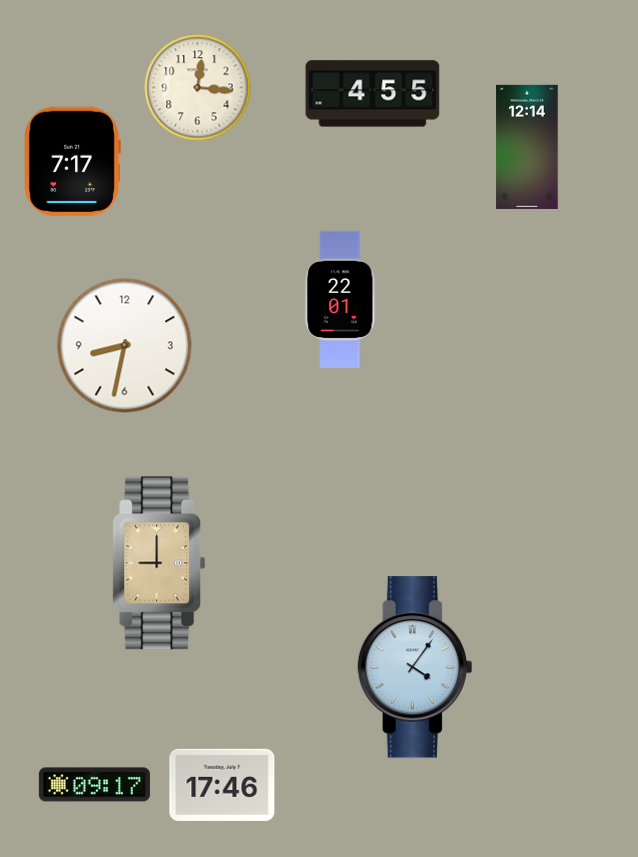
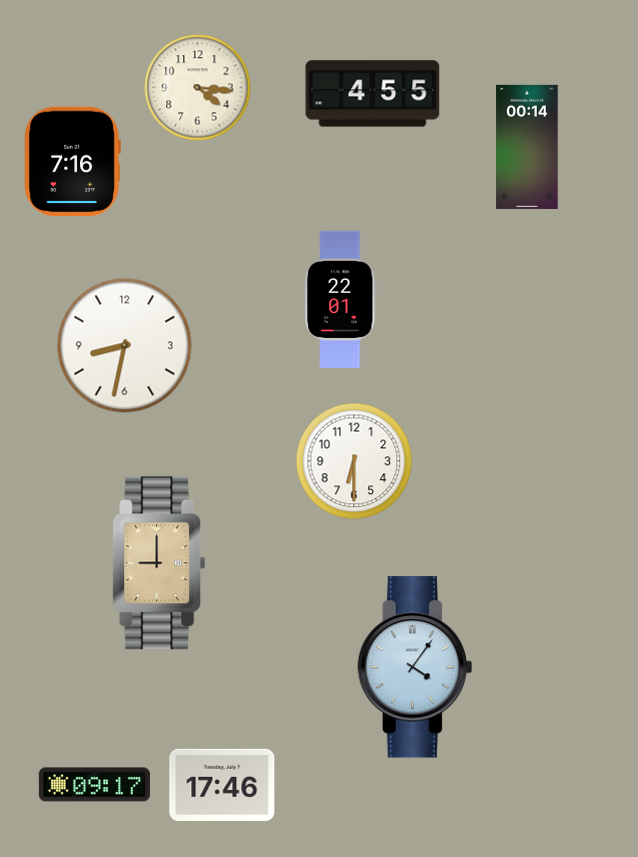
clock at (198, 88): 12:16 -> 4:16
clock at (527, 147): 12:14 -> 00:14
clock at (72, 162): 7:17 -> 7:16
clock at (354, 461): none -> 6:30
